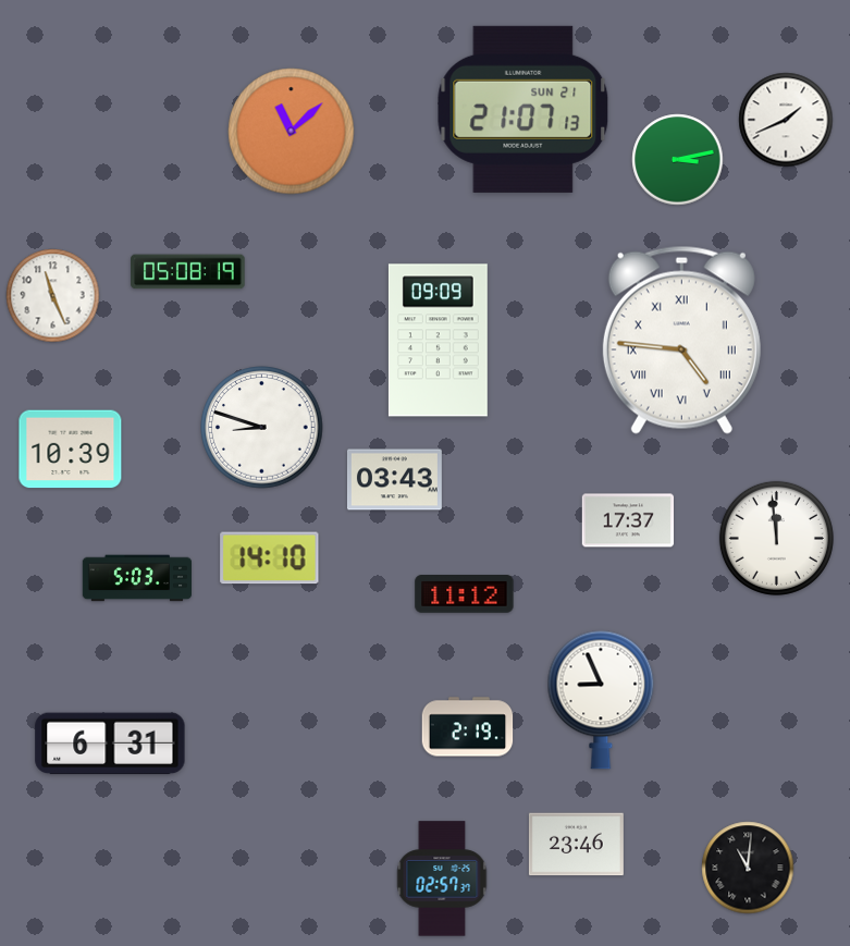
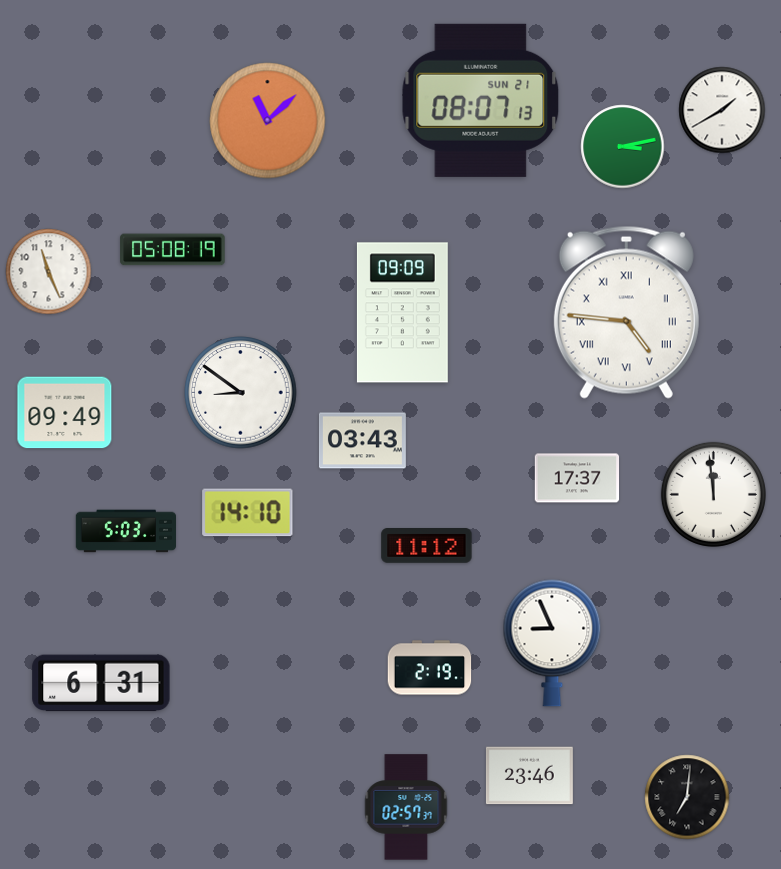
clock at (523, 109): 21:07 -> 08:07
clock at (786, 120): 1:41 -> 1:40
clock at (262, 428): 8:48 -> 8:51
clock at (71, 450): 10:39 -> 09:49
clock at (748, 868): 11:01 -> 7:01
